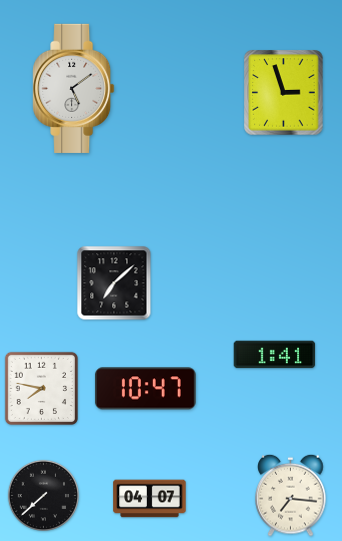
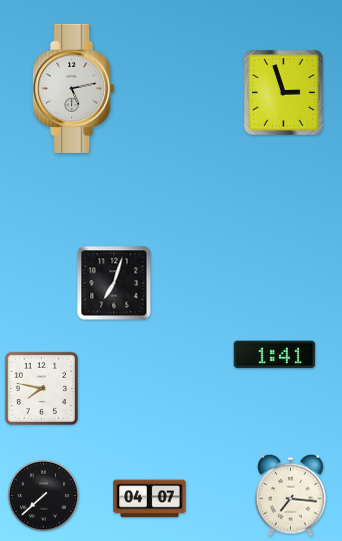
clock at (74, 88): 5:09 -> 5:13
clock at (114, 283): 7:08 -> 7:03
clock at (145, 389): 10:47 -> none
